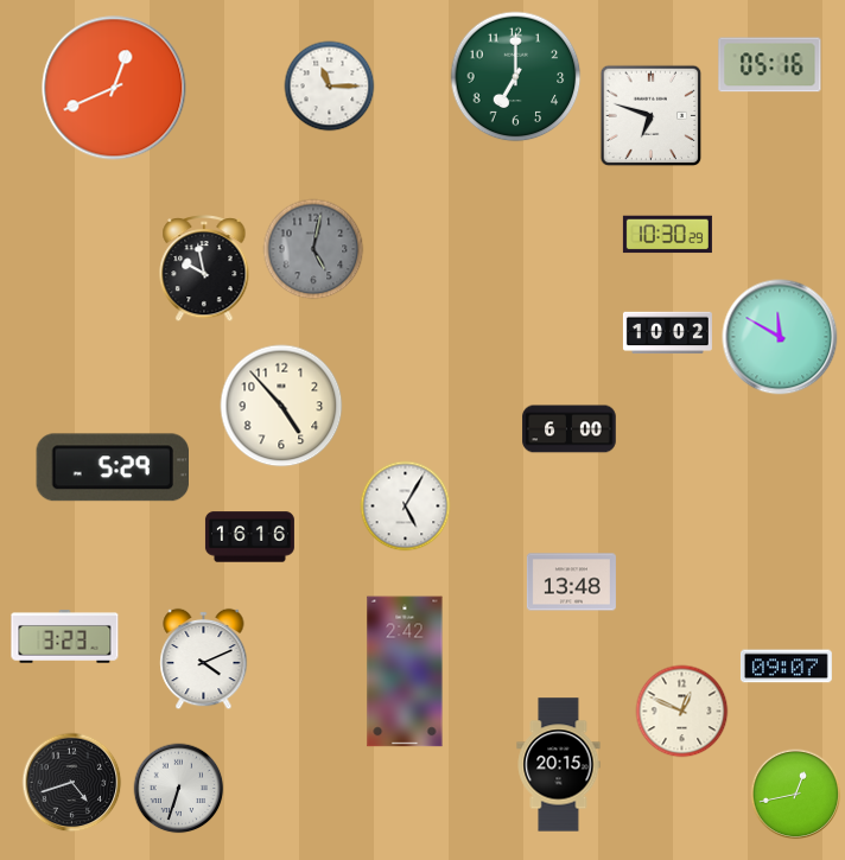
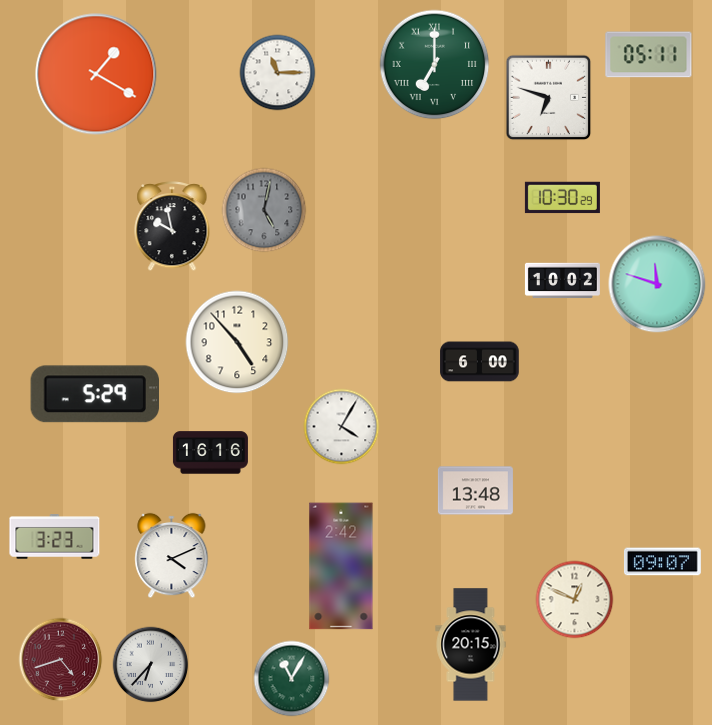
clock at (770, 65): 05:16 -> 05:11
clock at (516, 77) numerals: Arabic -> Roman
clock at (114, 88): 12:41 -> 1:20
clock at (780, 337): 11:50 -> 11:48
clock at (406, 507): 5:05 -> 4:05
clock at (571, 582) position: (571, 582) -> (475, 491)
clock at (72, 783) dial: black -> burgundy
clock at (179, 789): 6:33 -> 6:37
clock at (796, 795): 12:43 -> none
clock at (292, 679): none -> 11:05
